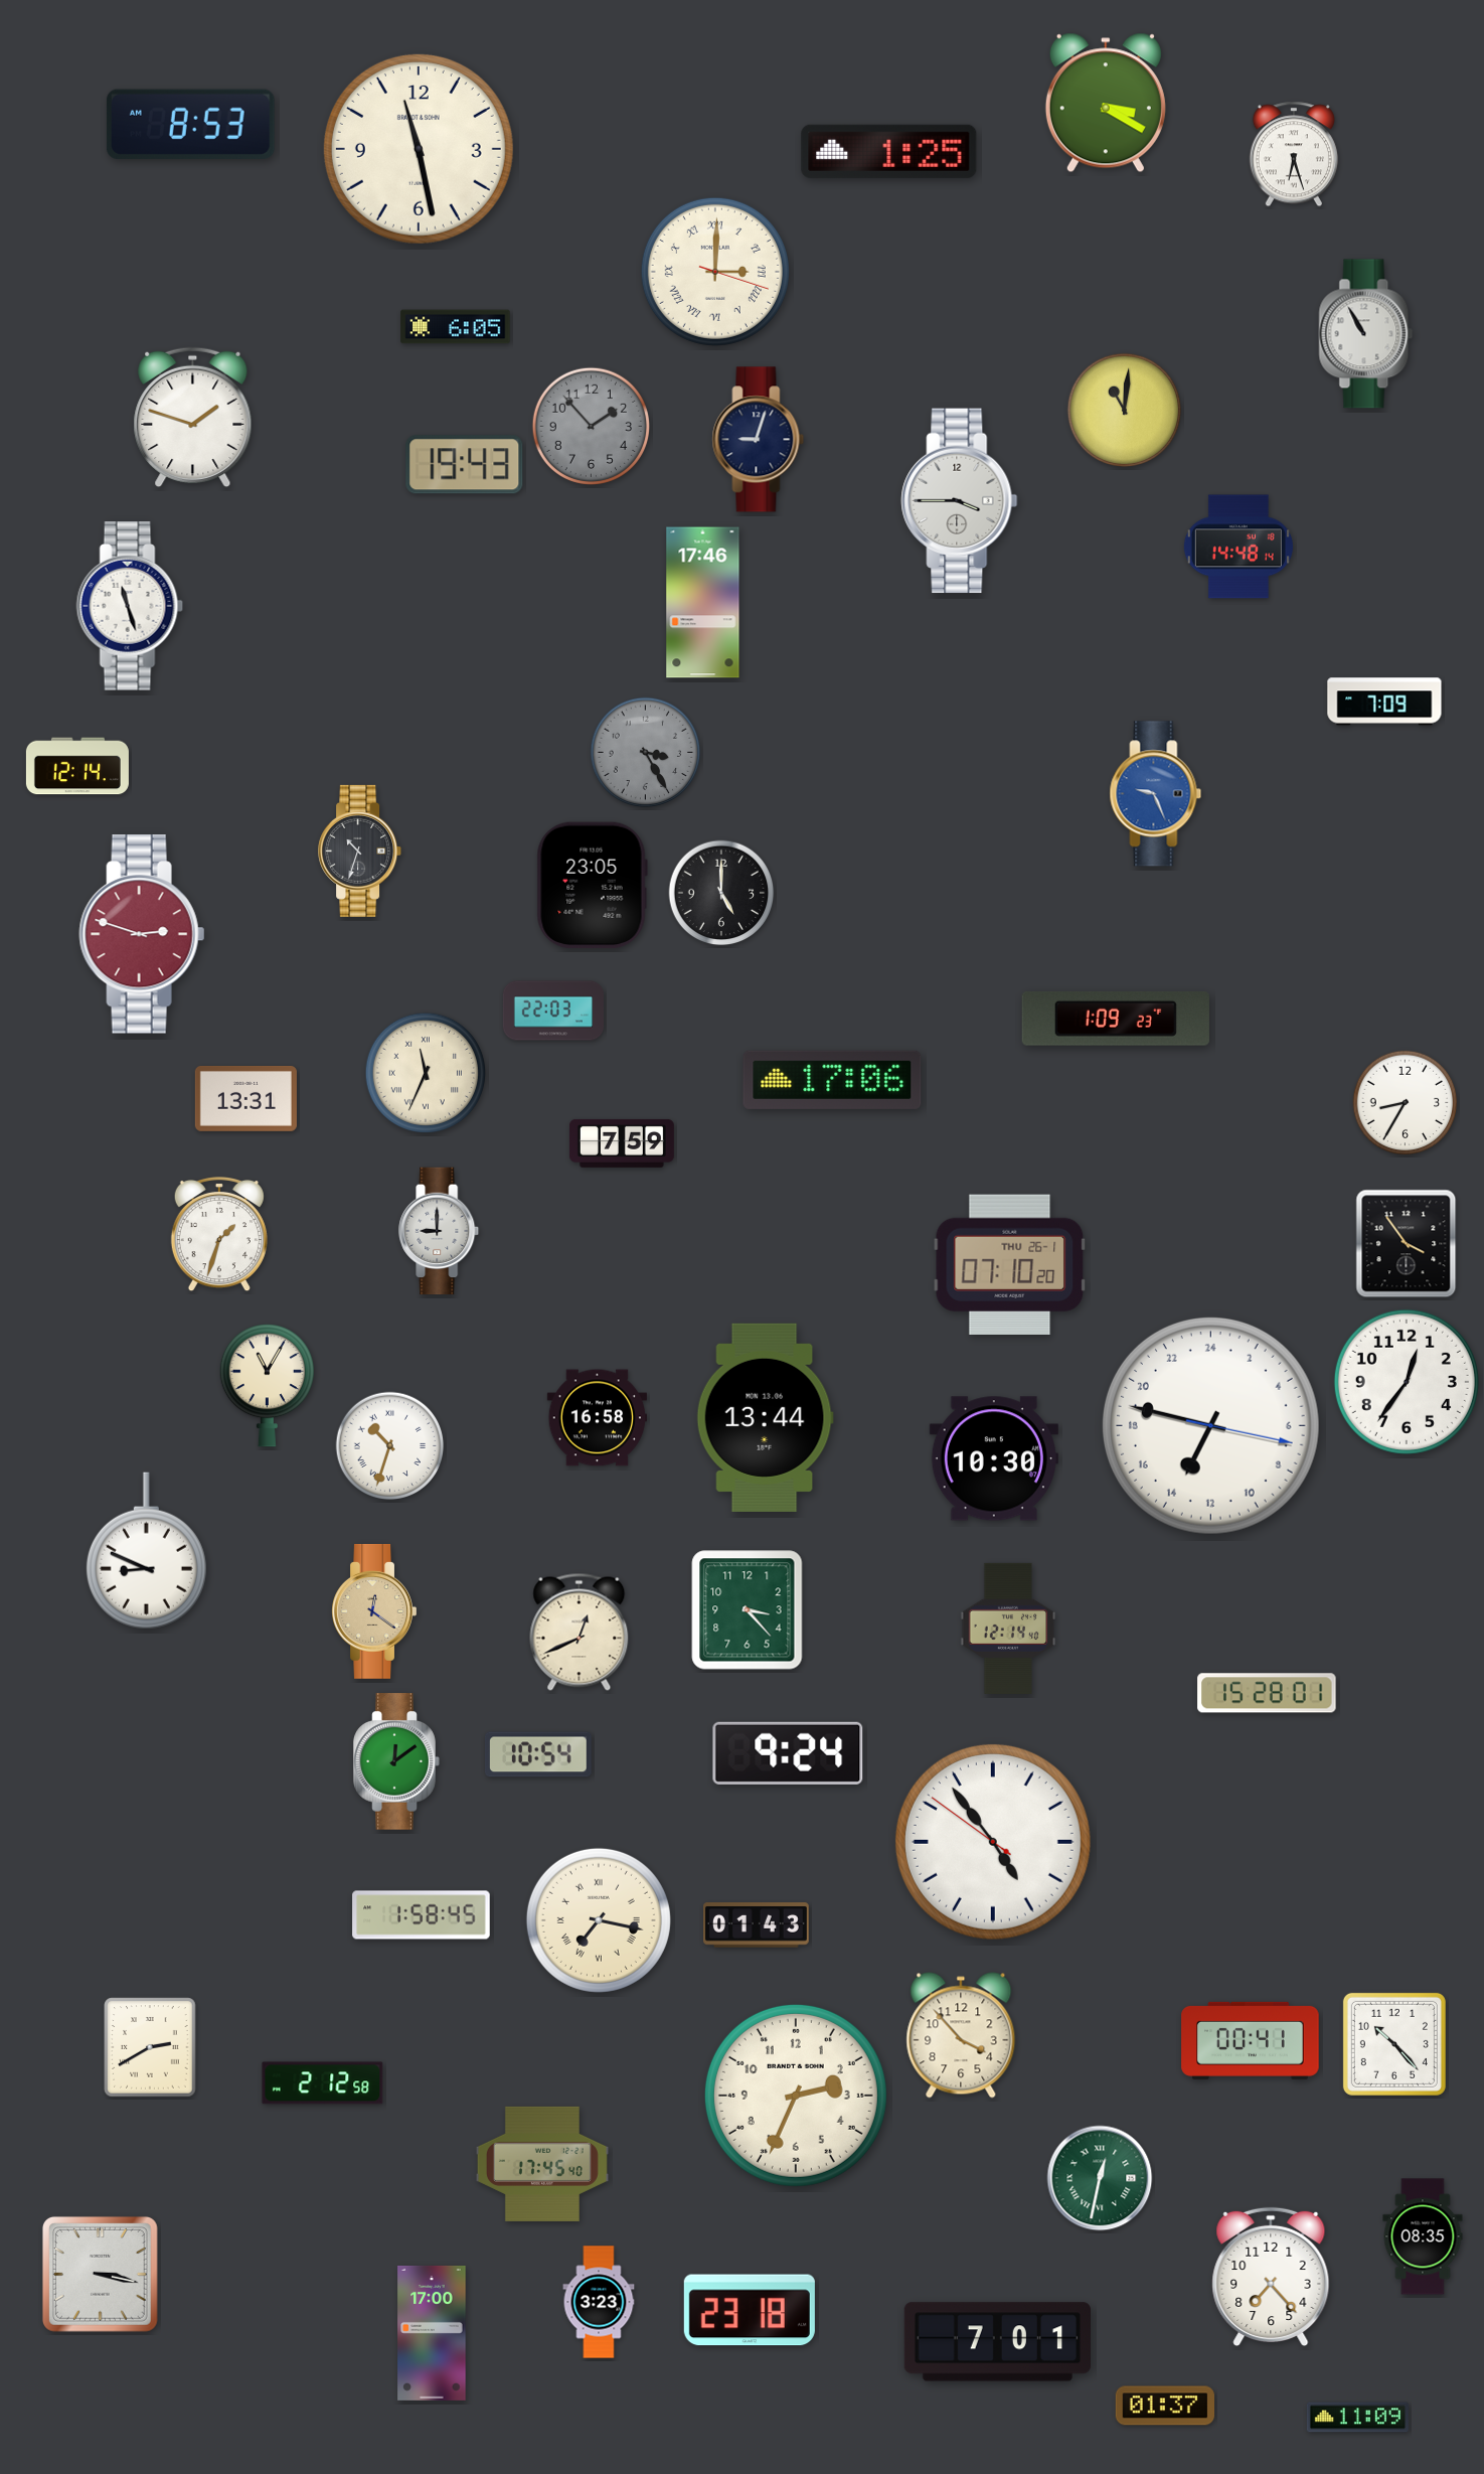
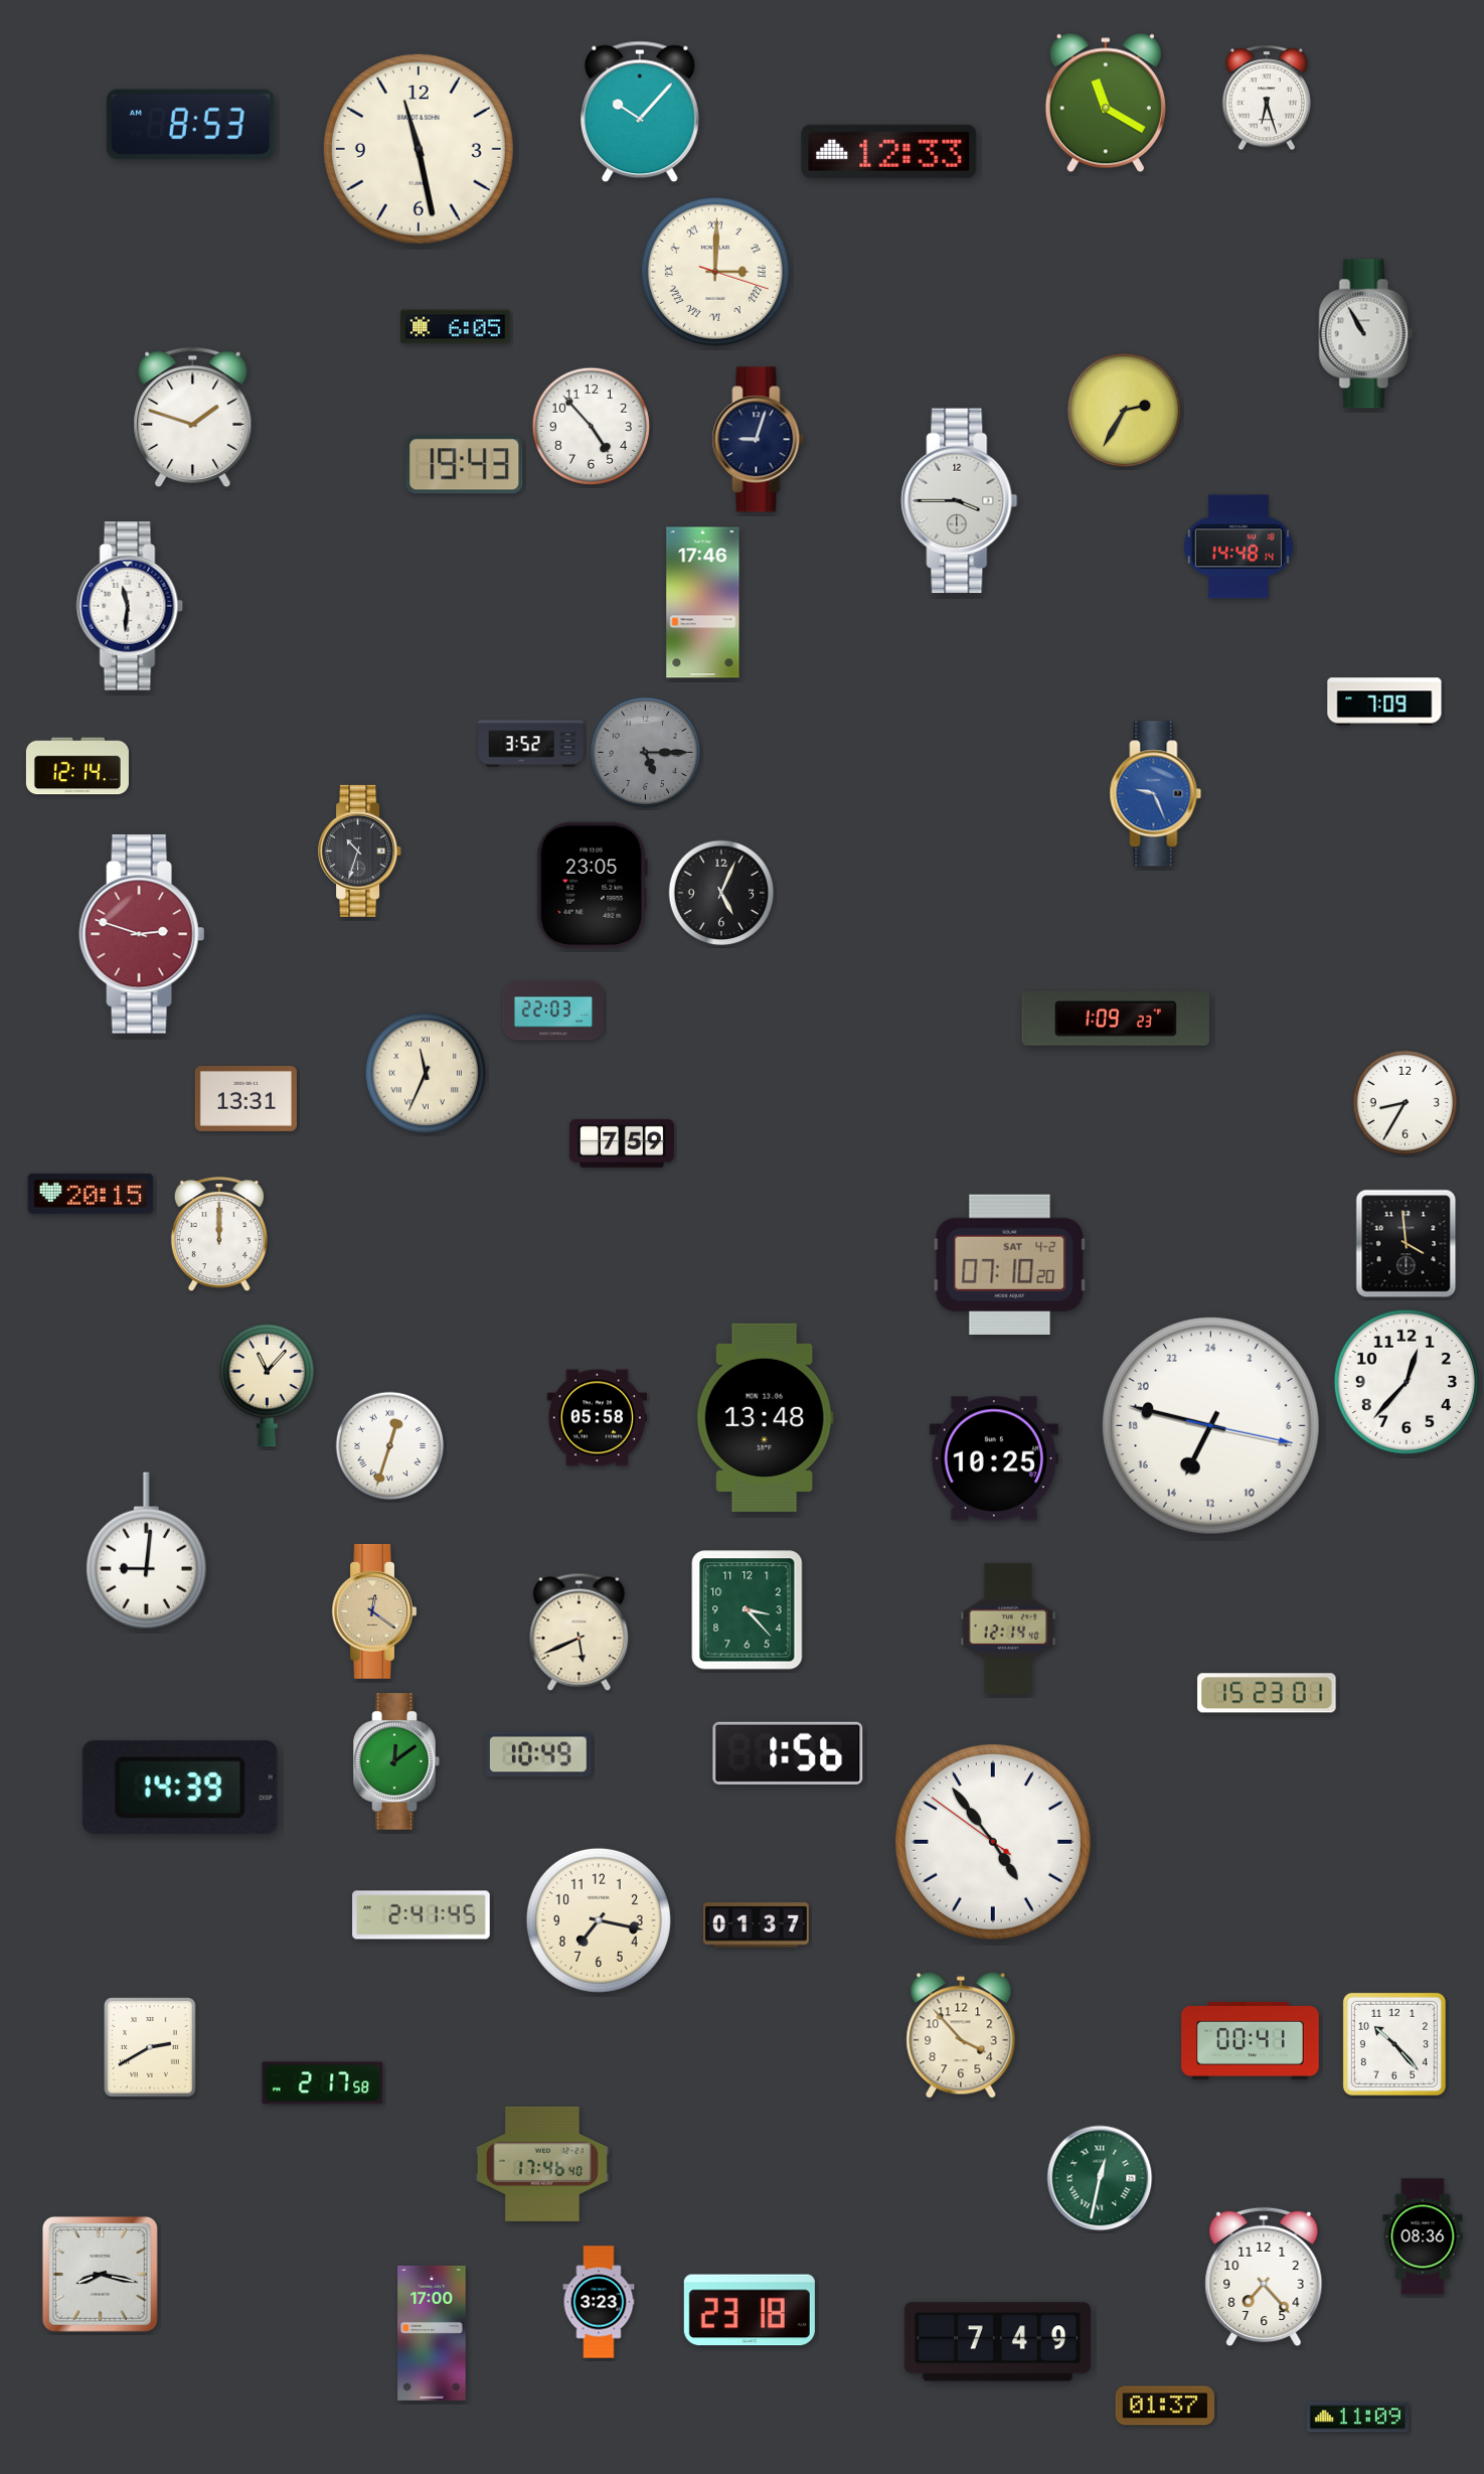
clock at (1106, 103): 3:20 -> 11:20
clock at (640, 112): none -> 10:07
clock at (889, 151): 1:25 -> 12:33
clock at (1294, 154) position: (1294, 154) -> (1267, 98)
clock at (1125, 411): 11:01 -> 2:35
clock at (591, 426): 1:53 -> 4:53
clock at (591, 426) dial: grey -> white
clock at (130, 606): 11:27 -> 11:31
clock at (531, 744): none -> 3:52
clock at (646, 753): 3:25 -> 5:15
clock at (721, 893): 5:00 -> 5:04
clock at (832, 1080): 17:06 -> none
clock at (91, 1194): none -> 20:15
clock at (440, 1231): 9:00 -> none
clock at (219, 1234): 1:33 -> 12:00
clock at (1407, 1244): 3:54 -> 3:59
clock at (1010, 1264) date: THU 26-1 -> SAT 4-2
clock at (1407, 1382): 12:36 -> 12:37
clock at (267, 1385): 11:05 -> 11:07
clock at (765, 1417): 13:44 -> 13:48
clock at (597, 1418): 16:58 -> 05:58
clock at (390, 1446): 10:33 -> 12:33
clock at (994, 1458): 10:30 -> 10:25
clock at (146, 1551): 8:49 -> 9:01
clock at (580, 1632): 12:41 -> 5:41
clock at (1267, 1693): 15:28 -> 15:23
clock at (788, 1753): 9:24 -> 1:56
clock at (539, 1754): 10:54 -> 10:49
clock at (180, 1788): none -> 14:39
clock at (422, 1915): 1:58 -> 2:41
clock at (599, 1920) numerals: Roman -> Arabic
clock at (757, 1925): 01:43 -> 01:37
clock at (323, 2083): 2:12 -> 2:17
clock at (796, 2096): 2:34 -> none
clock at (542, 2164): 17:45 -> 17:46
clock at (1423, 2236): 08:35 -> 08:36
clock at (100, 2274): 3:17 -> 8:17
clock at (1271, 2276) position: (1271, 2276) -> (1264, 2276)
clock at (997, 2342): 7:01 -> 7:49
